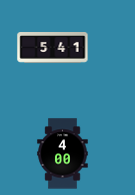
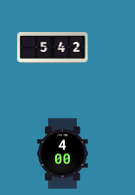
clock at (53, 48): 5:41 -> 5:42
